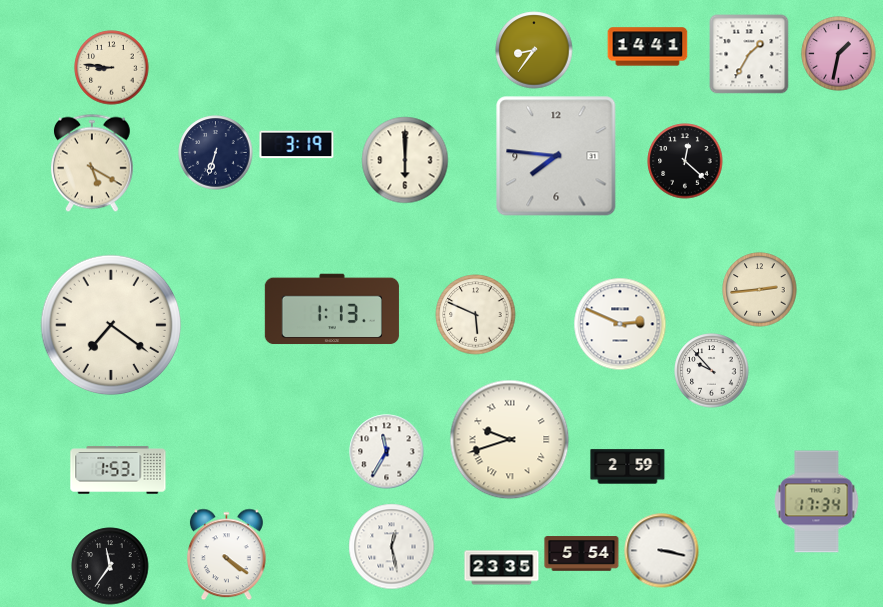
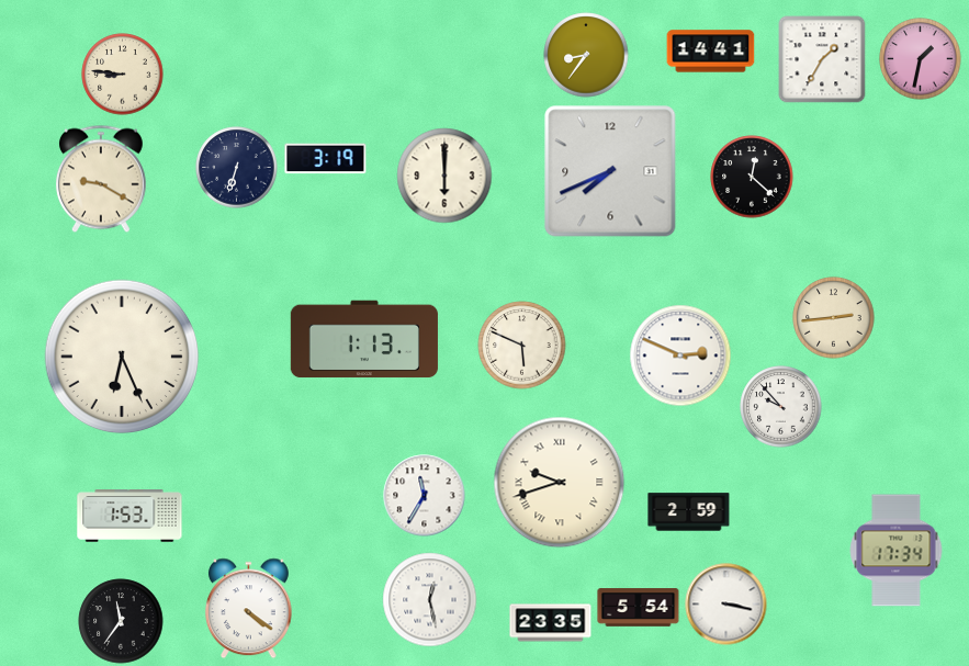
clock at (556, 156): 7:46 -> 7:41
clock at (92, 163): 5:20 -> 9:20
clock at (111, 325): 7:21 -> 6:26
